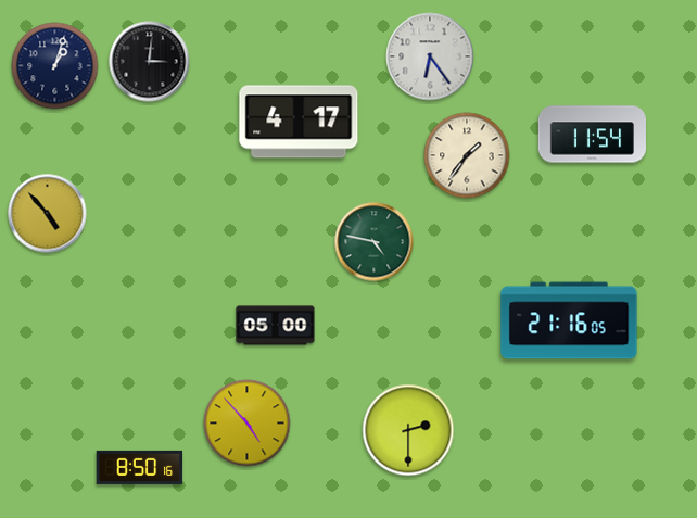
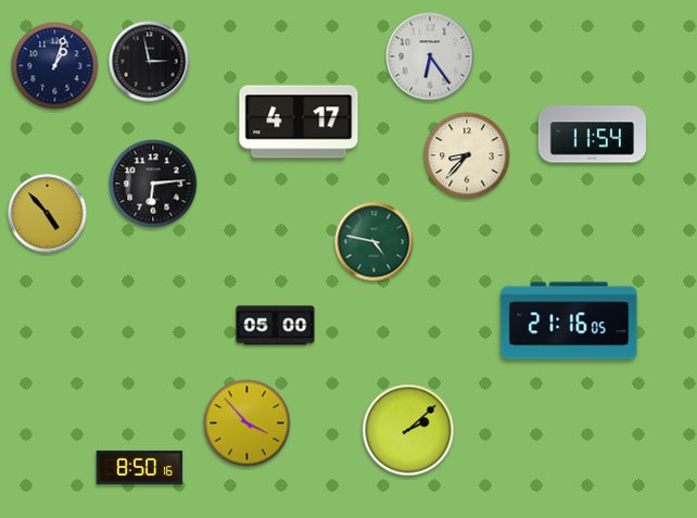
clock at (150, 62): 3:01 -> 2:58
clock at (467, 155): 1:36 -> 8:37
clock at (153, 184): none -> 6:14
clock at (248, 424): 4:53 -> 3:53
clock at (408, 430): 2:30 -> 2:08
